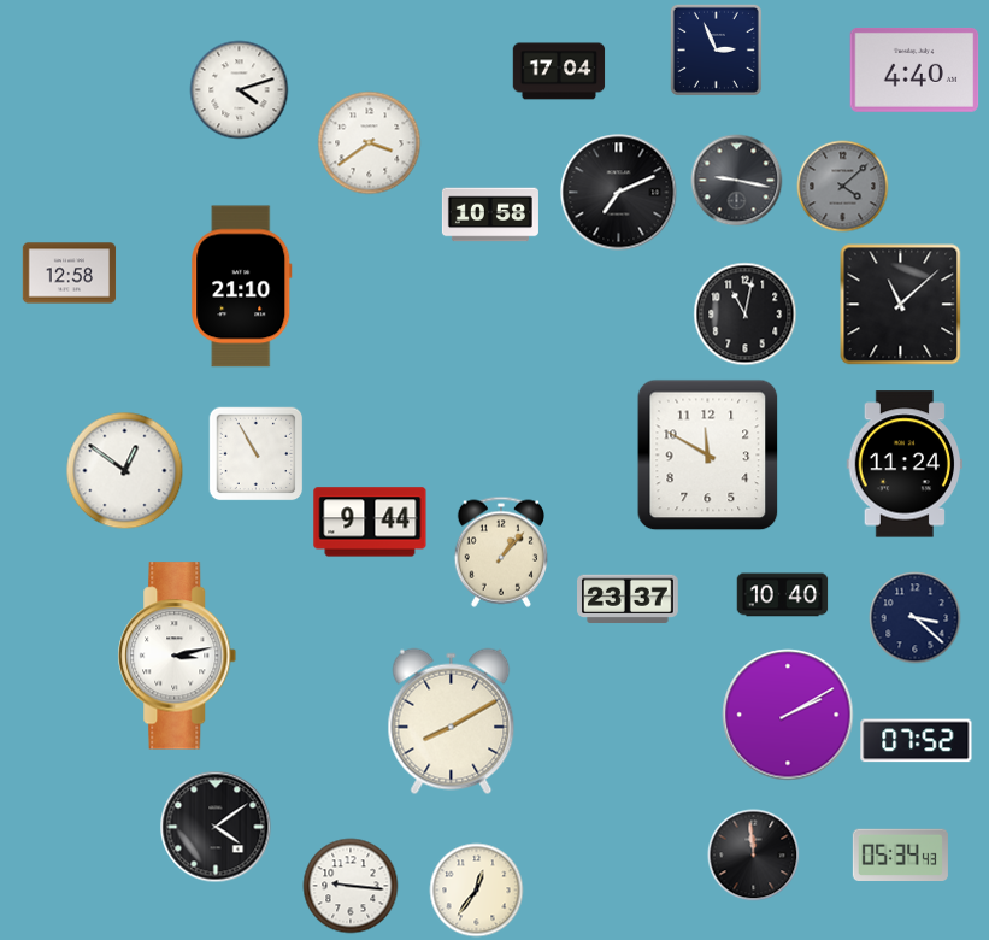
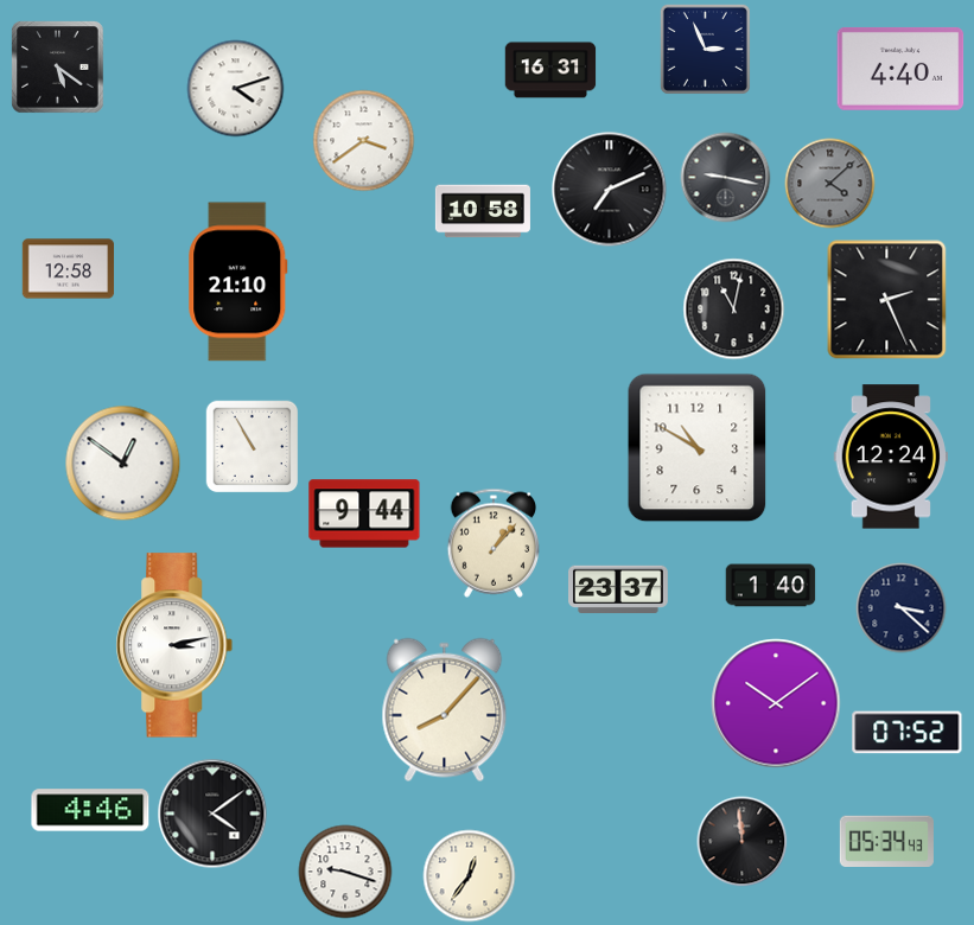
clock at (58, 68): none -> 5:21
clock at (559, 71): 17:04 -> 16:31
clock at (901, 305): 11:08 -> 2:26
clock at (708, 456): 11:50 -> 10:50
clock at (905, 464): 11:24 -> 12:24
clock at (783, 595): 10:40 -> 1:40
clock at (788, 715): 2:10 -> 10:09
clock at (452, 722): 8:10 -> 8:07
clock at (917, 741) position: (917, 741) -> (908, 733)
clock at (90, 810): none -> 4:46
clock at (351, 886): 9:16 -> 9:18
